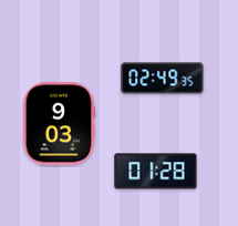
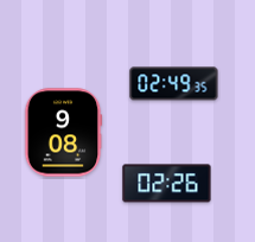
clock at (59, 124): 9:03 -> 9:08
clock at (156, 172): 01:28 -> 02:26
